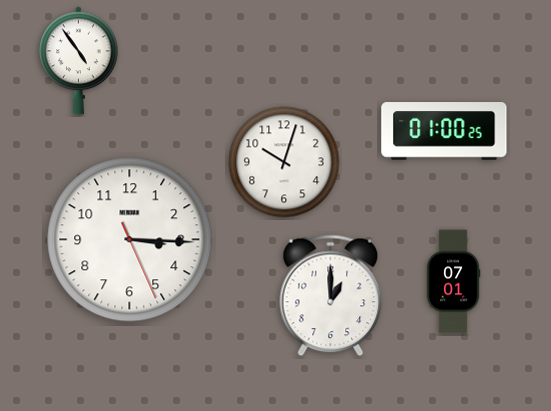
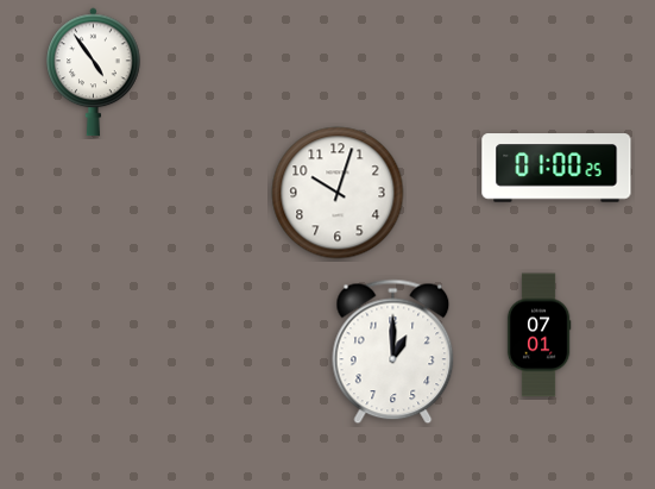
clock at (444, 131) position: (444, 131) -> (556, 168)
clock at (130, 240): 3:15 -> none
